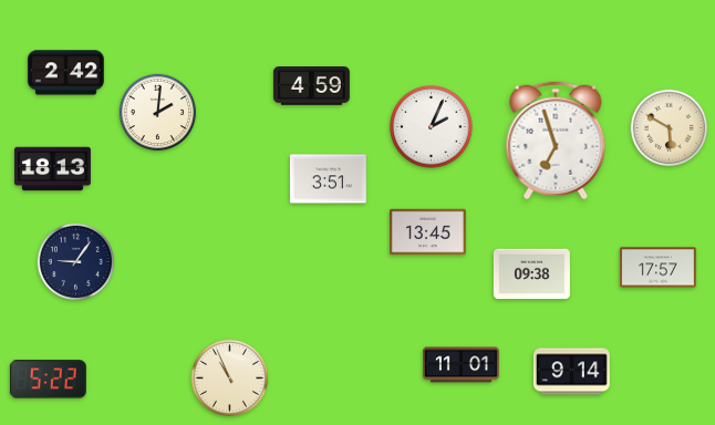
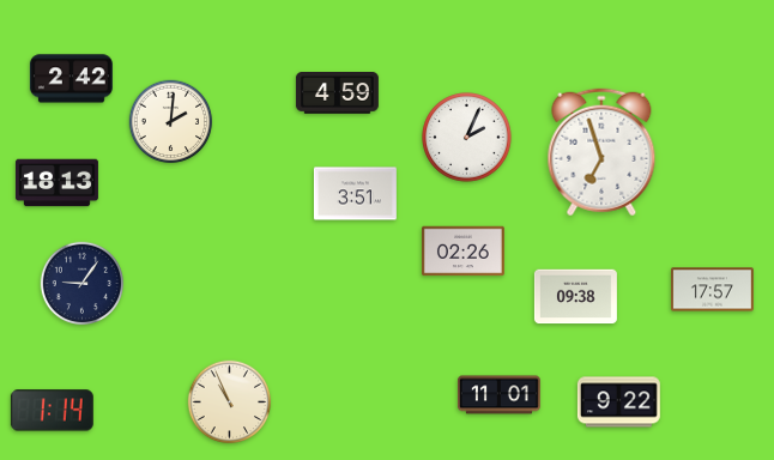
clock at (670, 128): 5:50 -> none
clock at (427, 232): 13:45 -> 02:26
clock at (571, 372): 9:14 -> 9:22
clock at (230, 379) position: (230, 379) -> (230, 402)
clock at (48, 380): 5:22 -> 1:14
